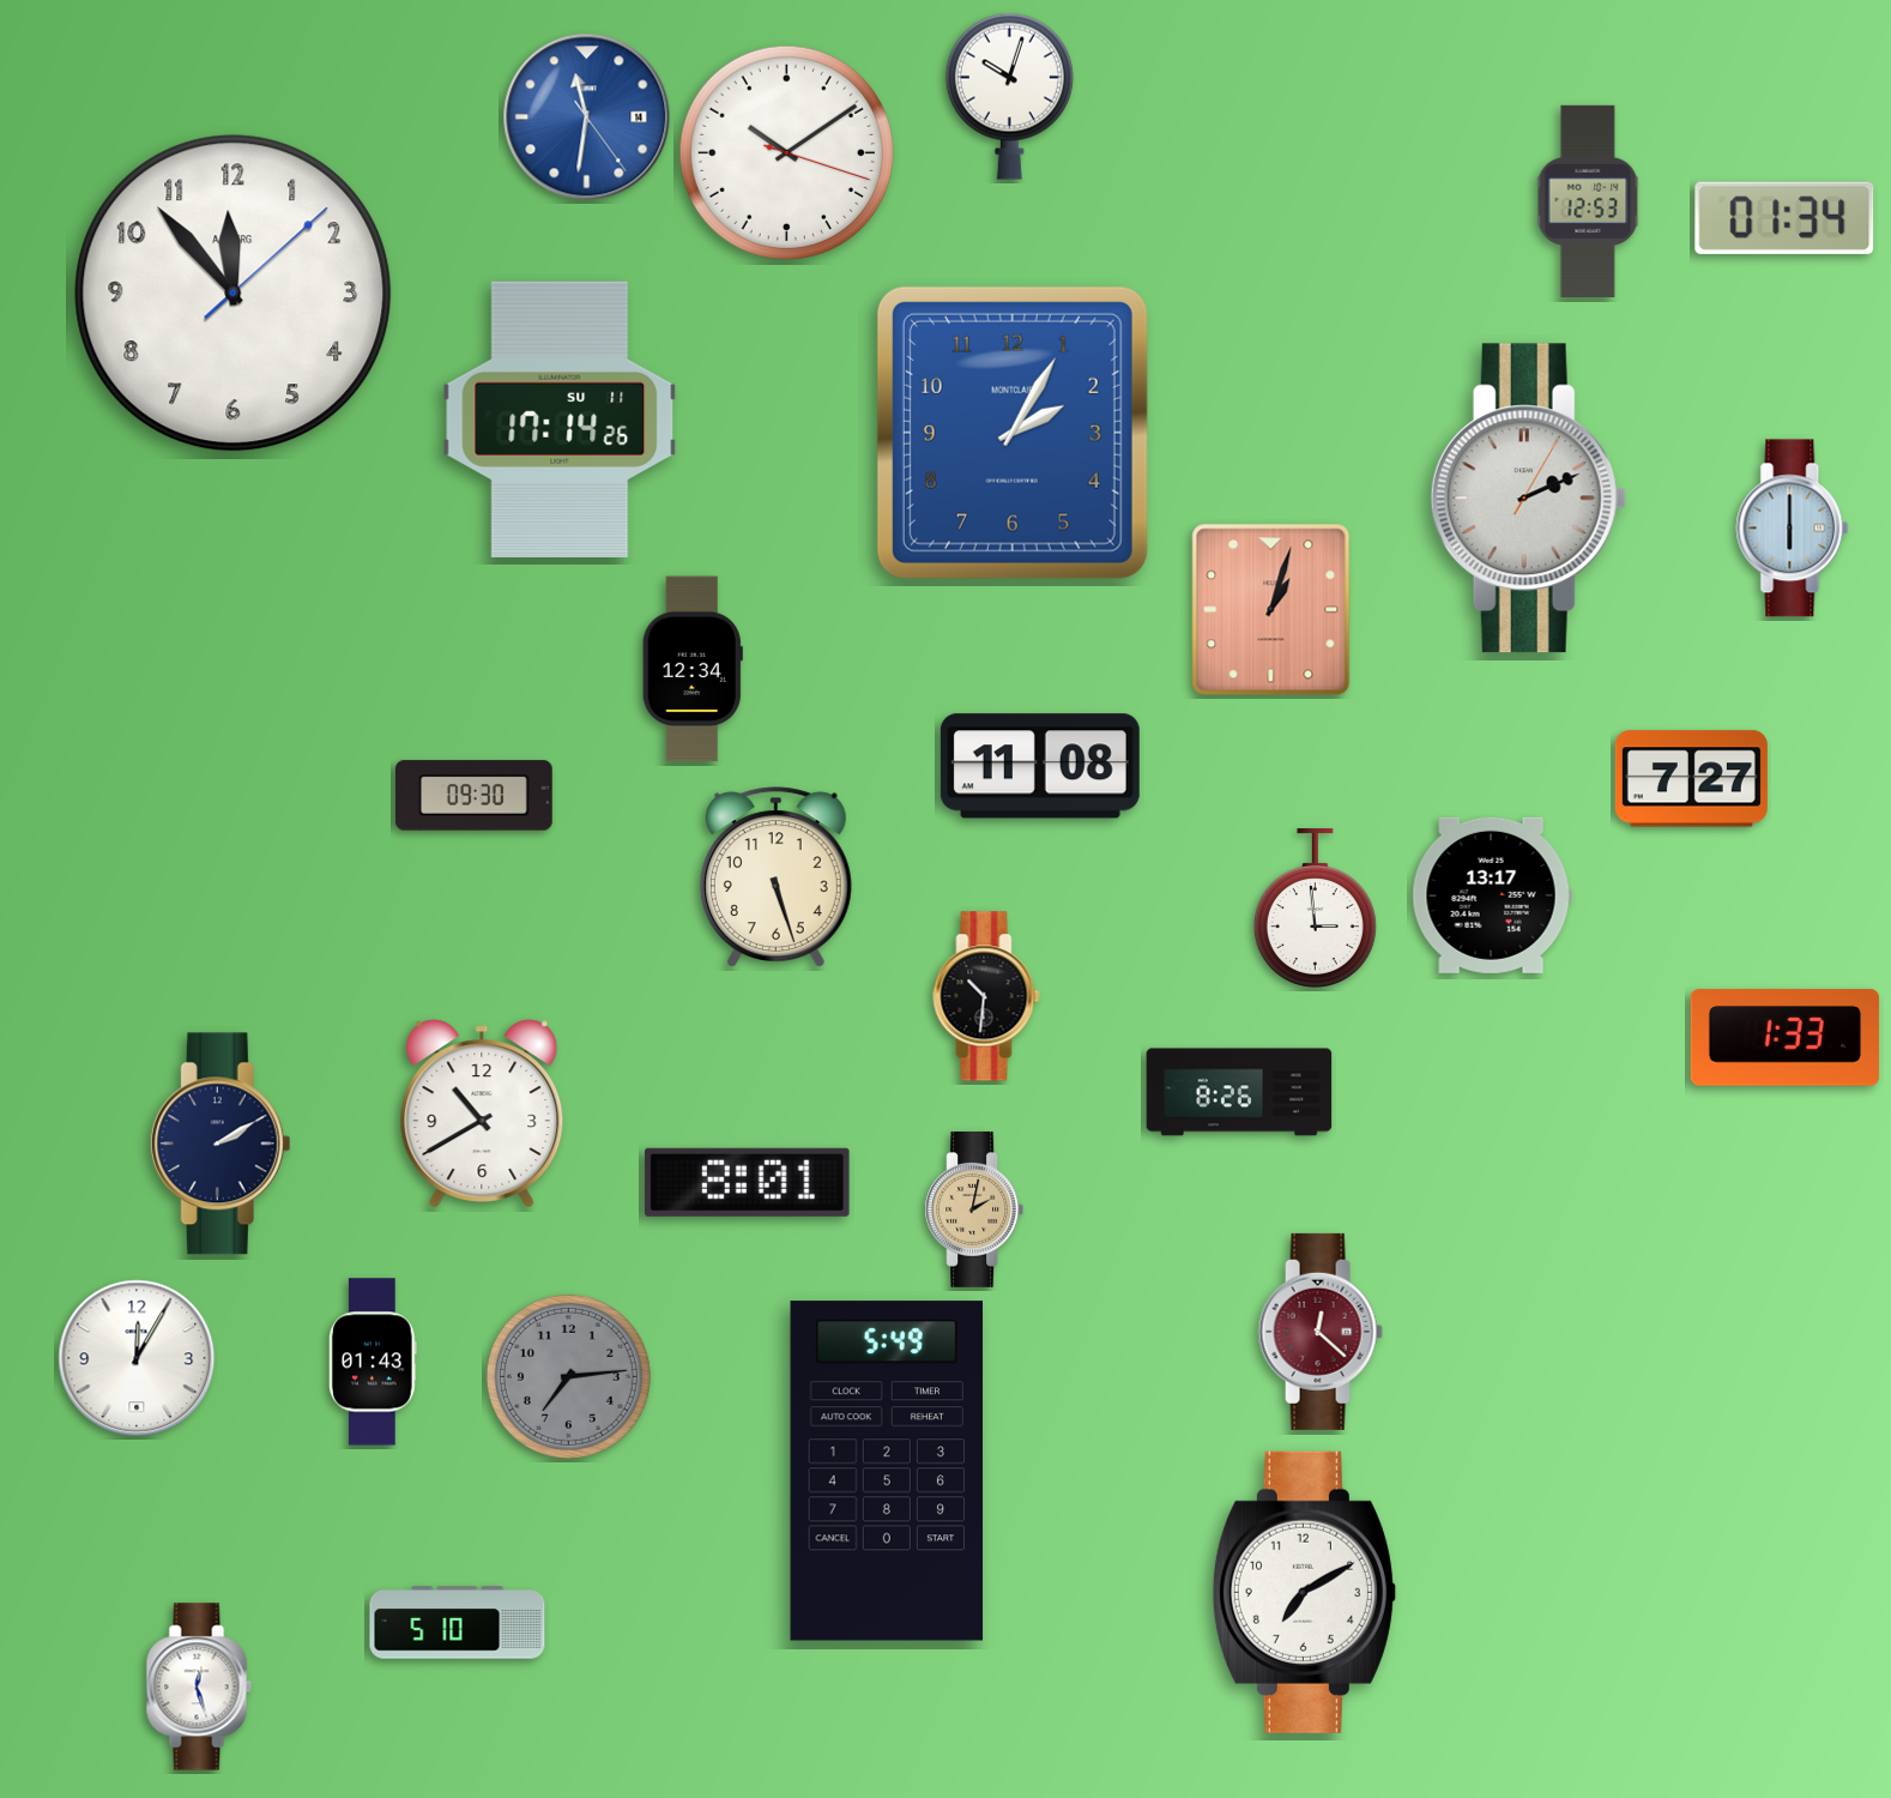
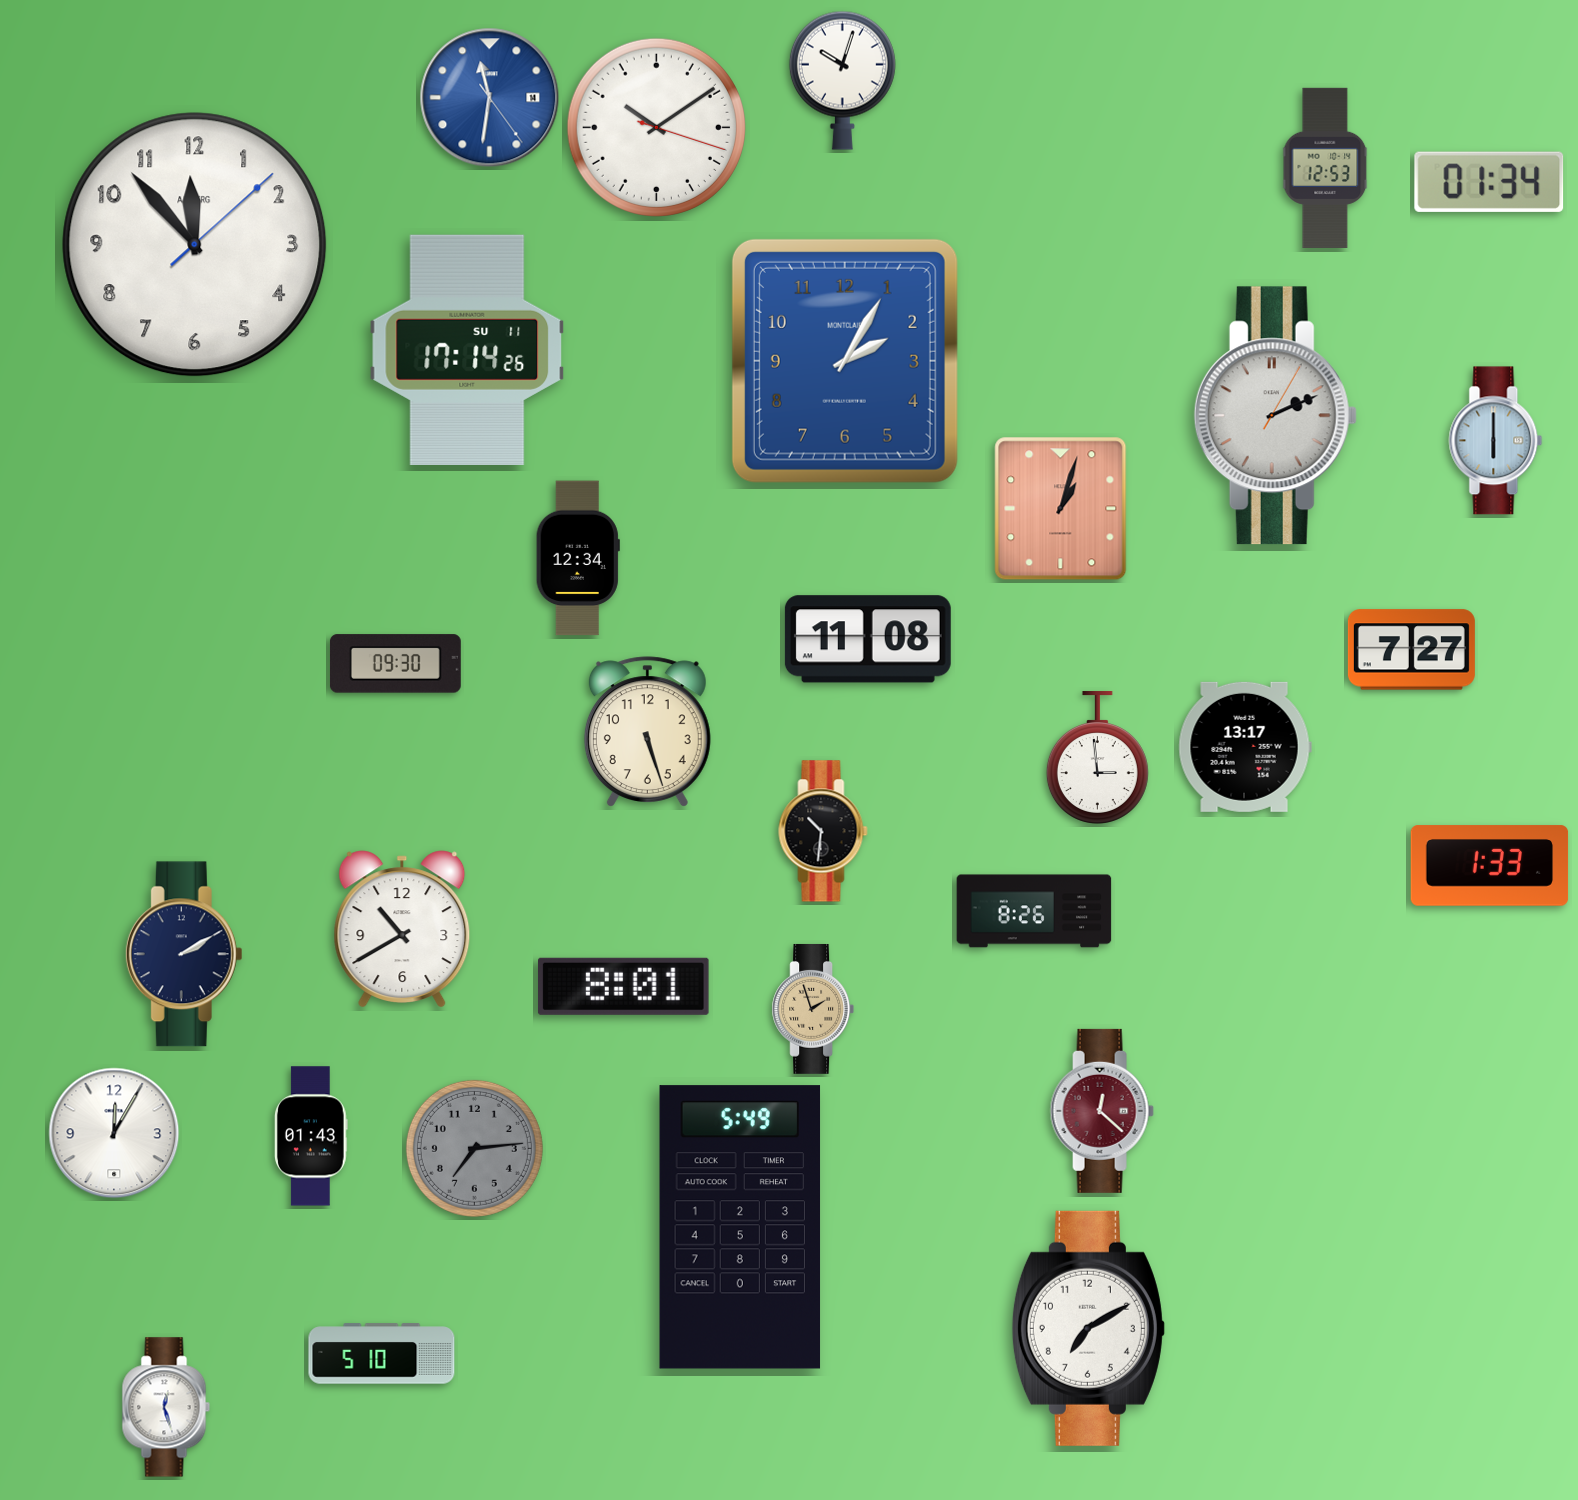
clock at (974, 1209): 2:02 -> 1:57
